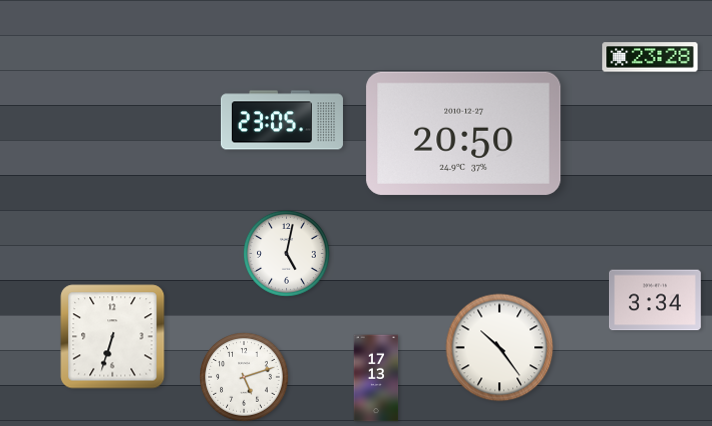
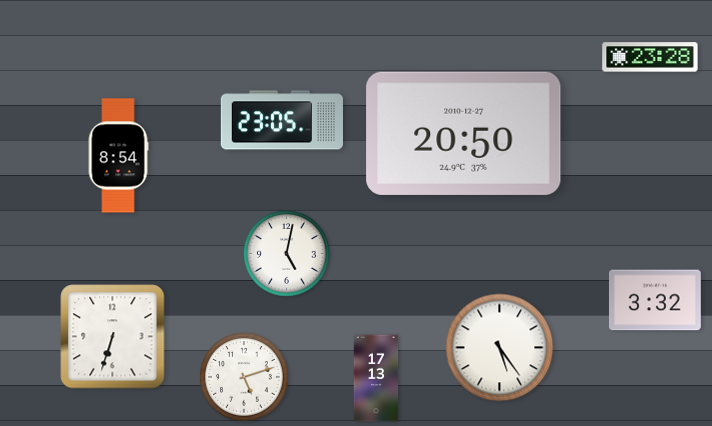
clock at (118, 156): none -> 8:54
clock at (655, 300): 3:34 -> 3:32
clock at (500, 348): 10:24 -> 5:24
